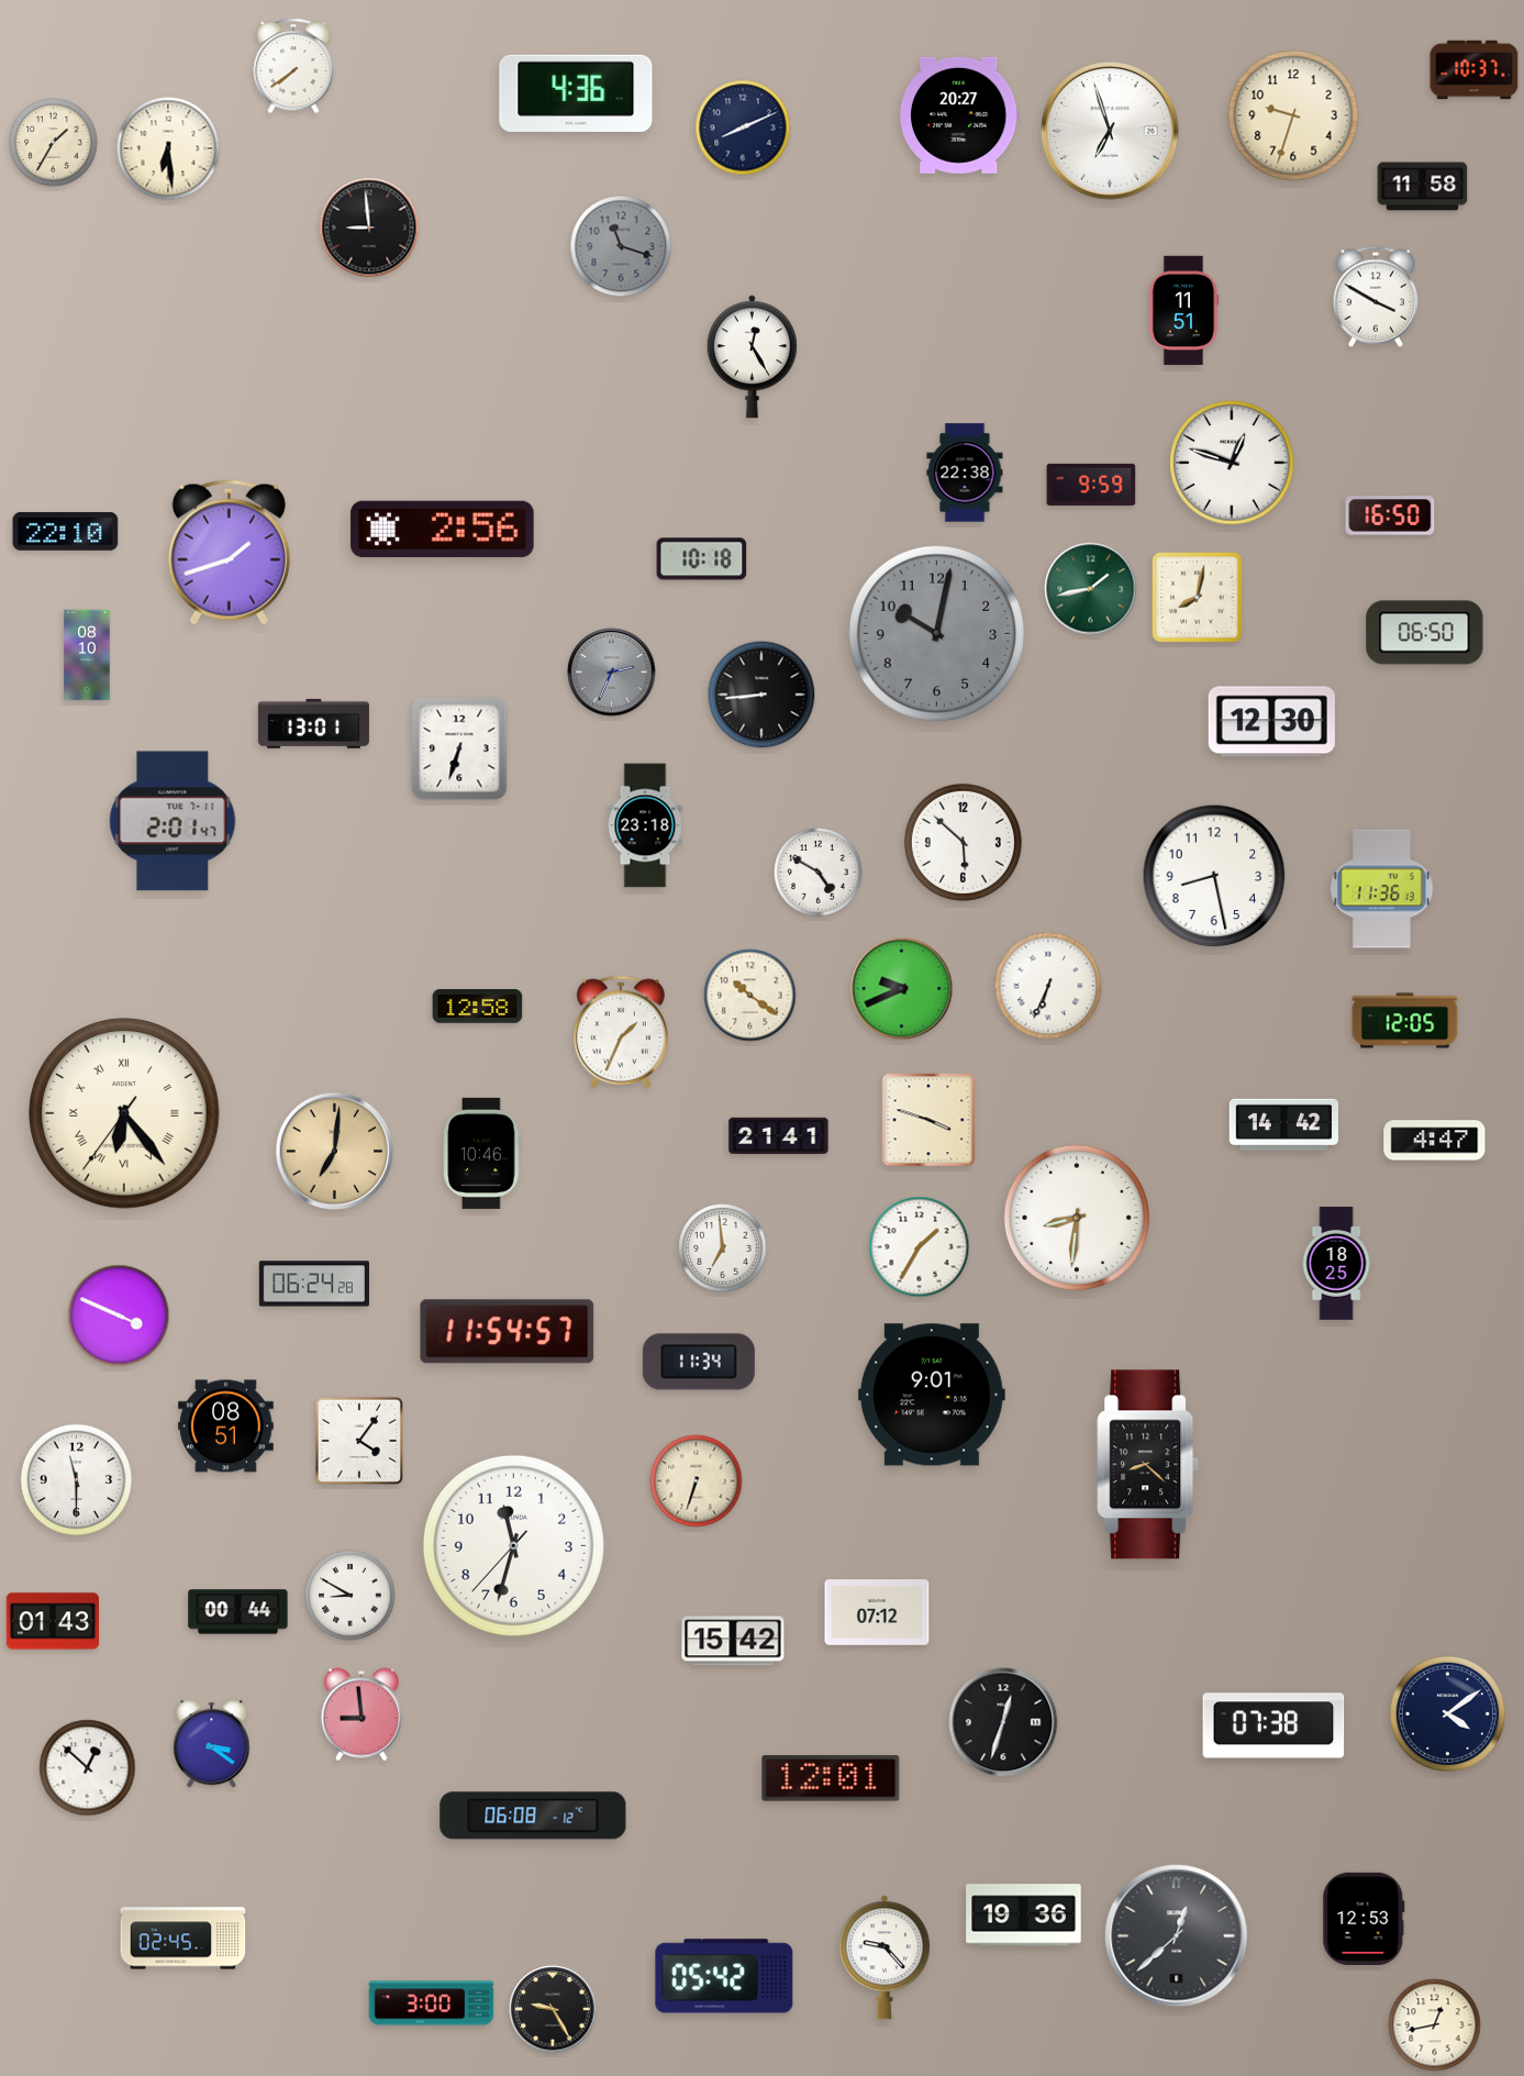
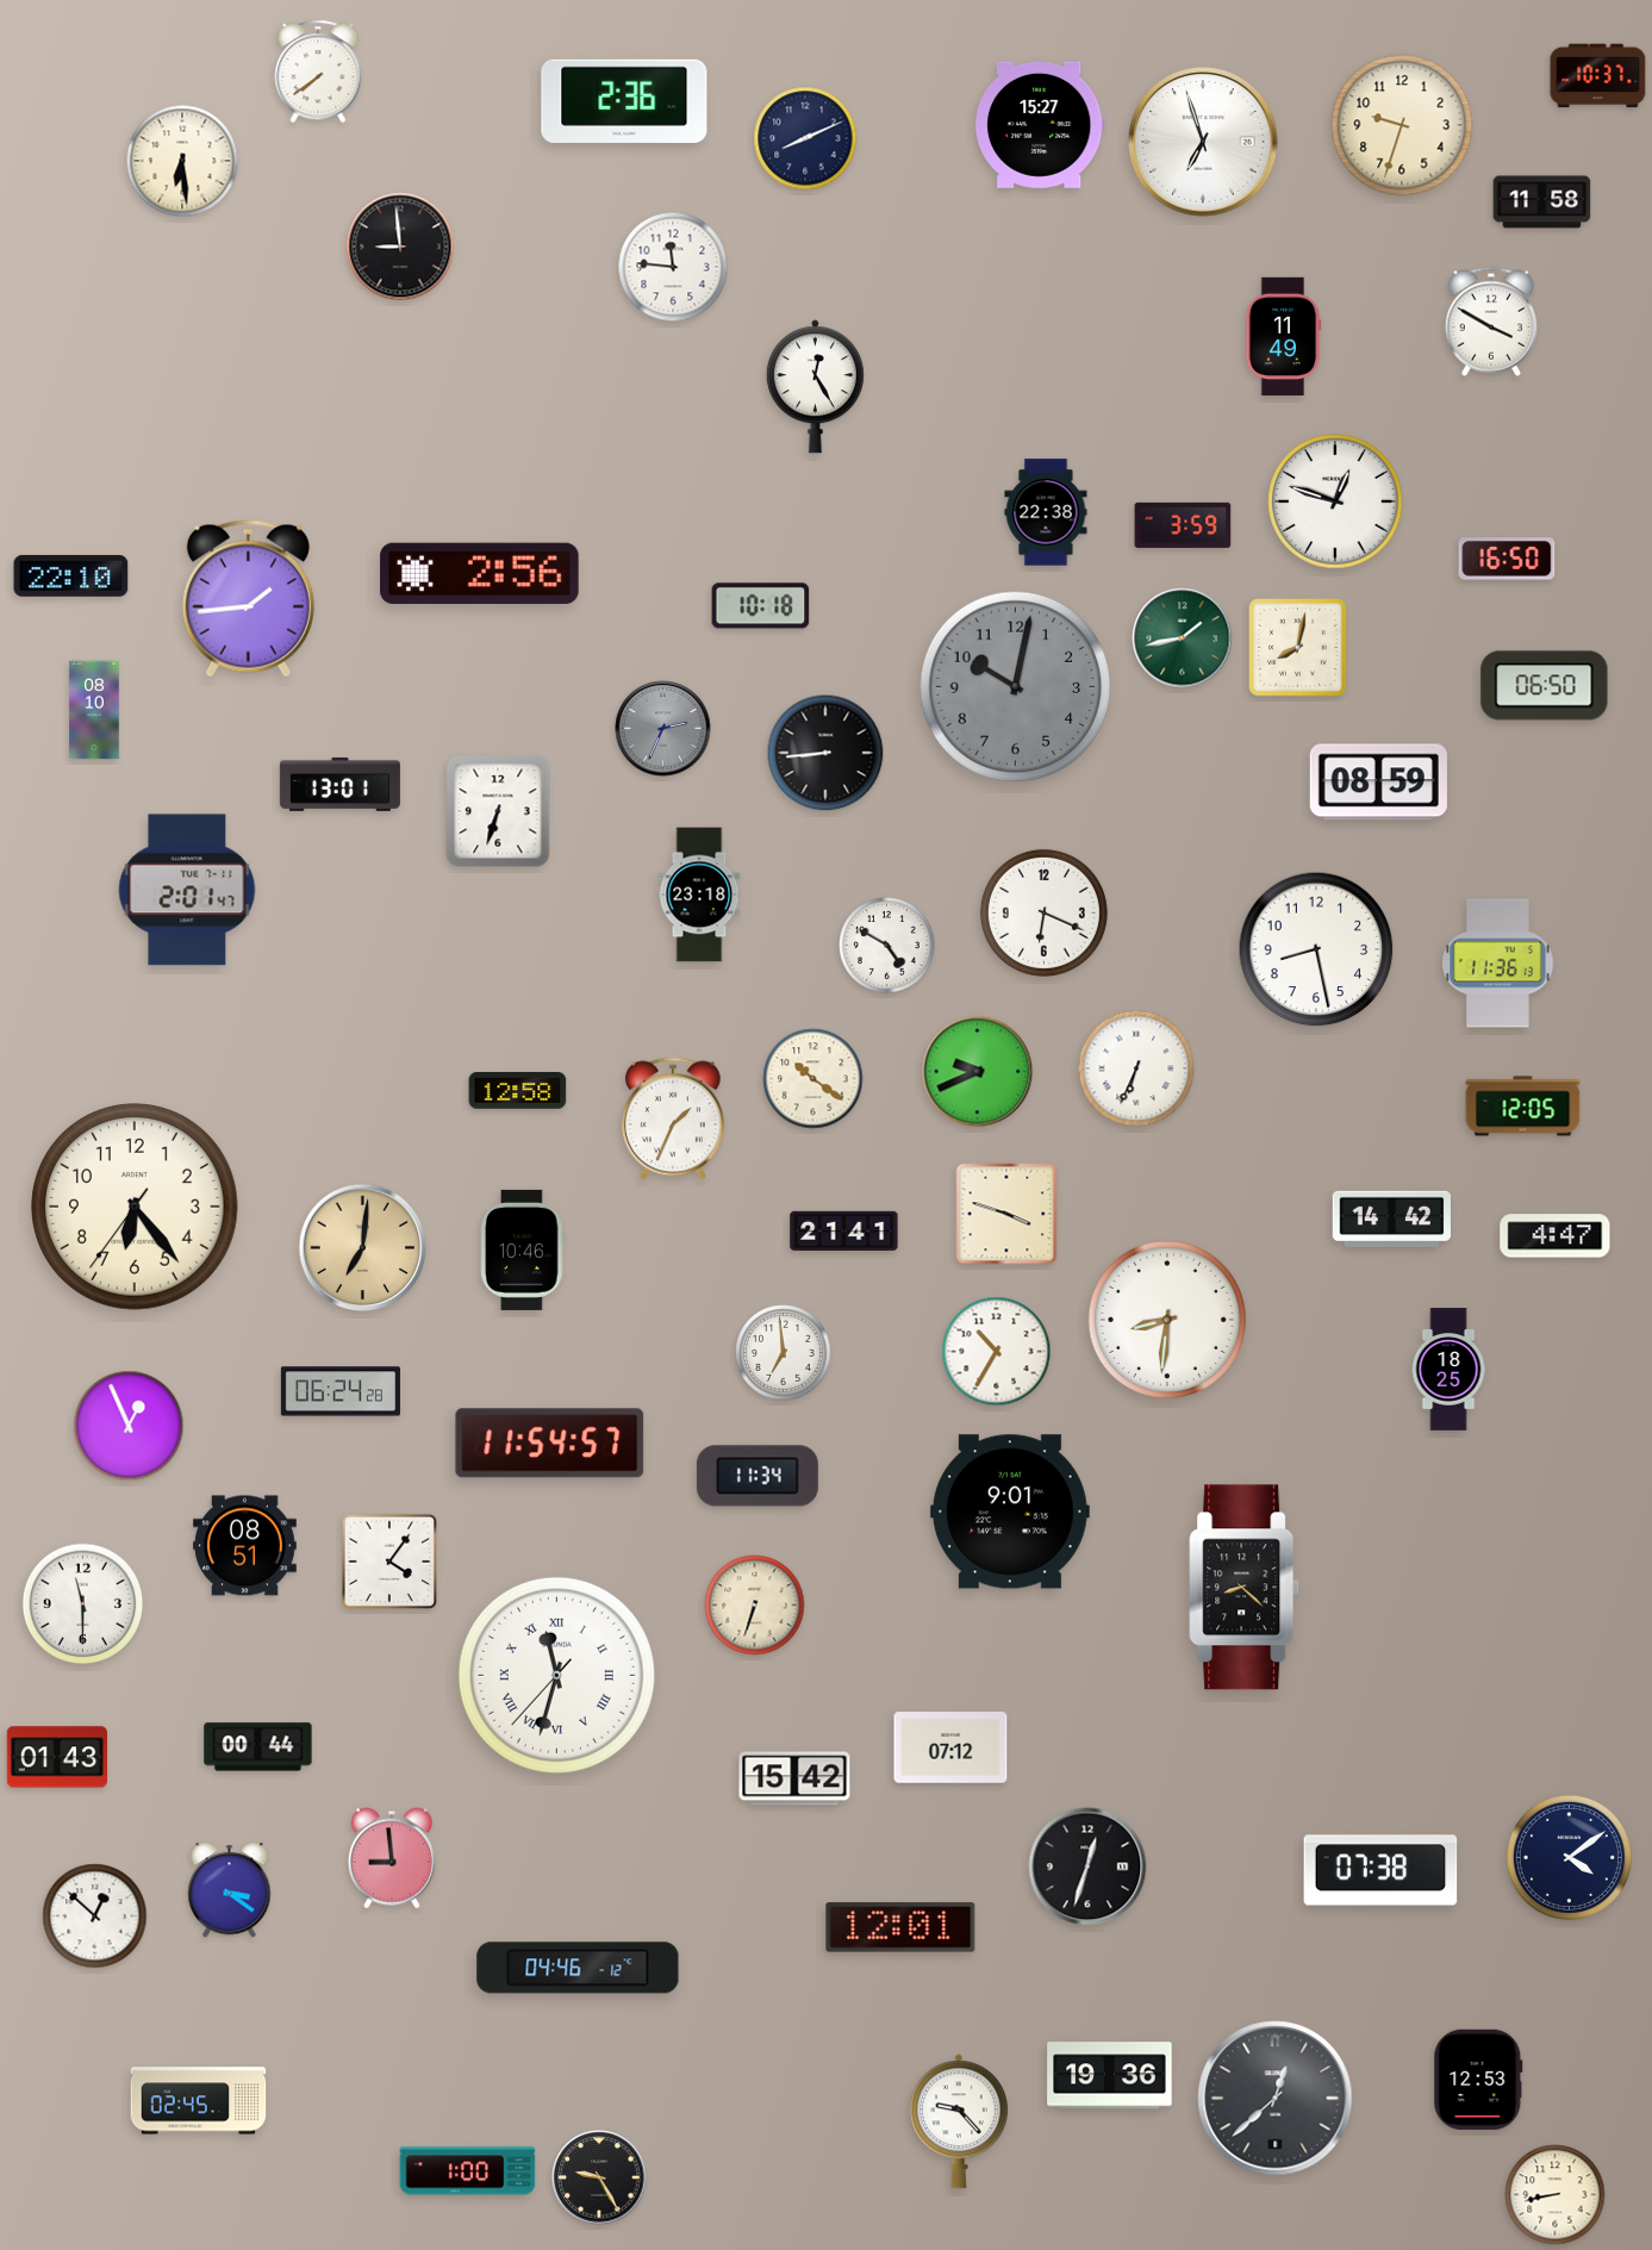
clock at (576, 93): 4:36 -> 2:36
clock at (959, 115): 20:27 -> 15:27
clock at (54, 143): 1:35 -> none
clock at (621, 246): 11:18 -> 11:46
clock at (621, 246) dial: grey -> white
clock at (1183, 311): 11:51 -> 11:49
clock at (1091, 485): 9:59 -> 3:59
clock at (229, 553): 1:42 -> 1:44
clock at (1271, 722): 12:30 -> 08:59
clock at (963, 842): 5:52 -> 6:19
clock at (124, 1113) numerals: Roman -> Arabic
clock at (920, 1247): 1:35 -> 10:35
clock at (119, 1315): 3:49 -> 12:56
clock at (513, 1545) numerals: Arabic -> Roman
clock at (351, 1596): 8:50 -> none
clock at (533, 1816): 06:08 -> 04:46
clock at (724, 1976): 05:42 -> none
clock at (432, 2003): 3:00 -> 1:00
clock at (1435, 2025): 12:43 -> 8:43
